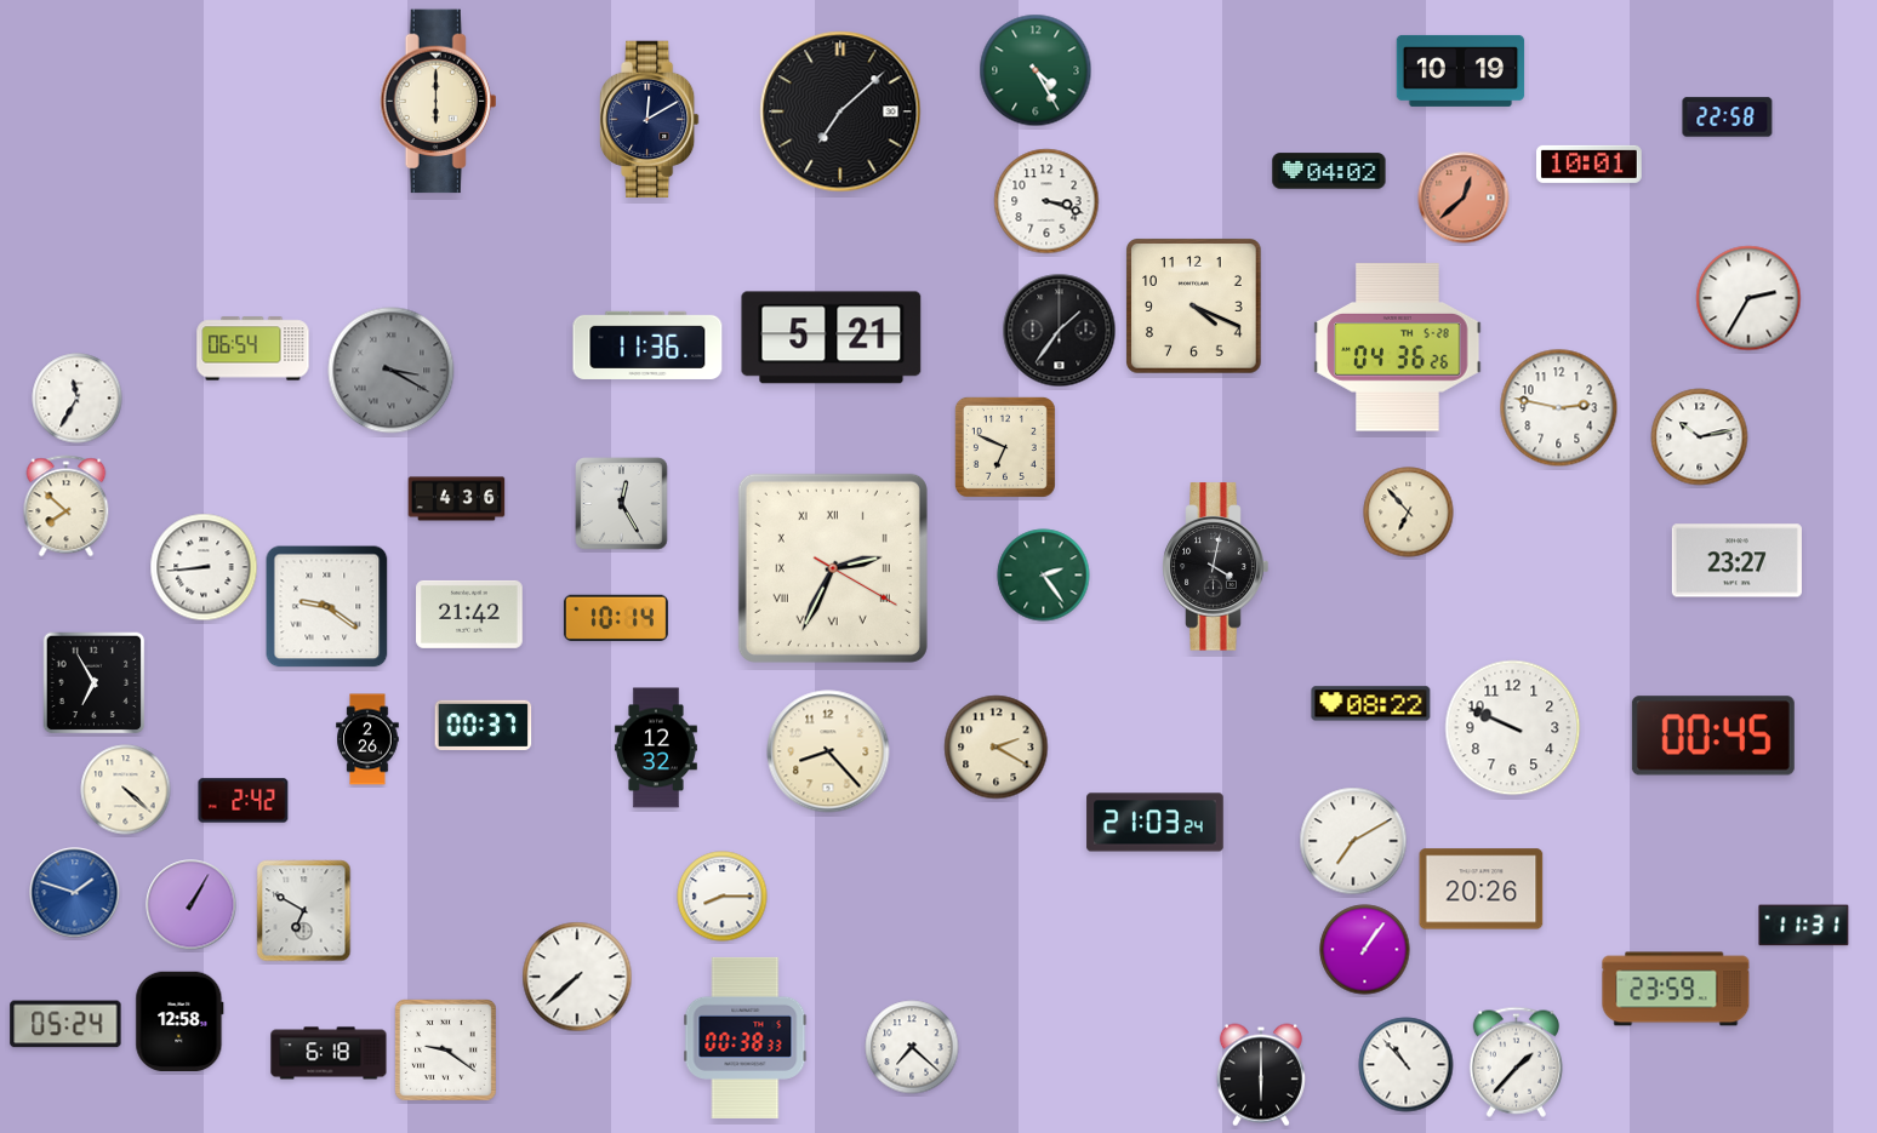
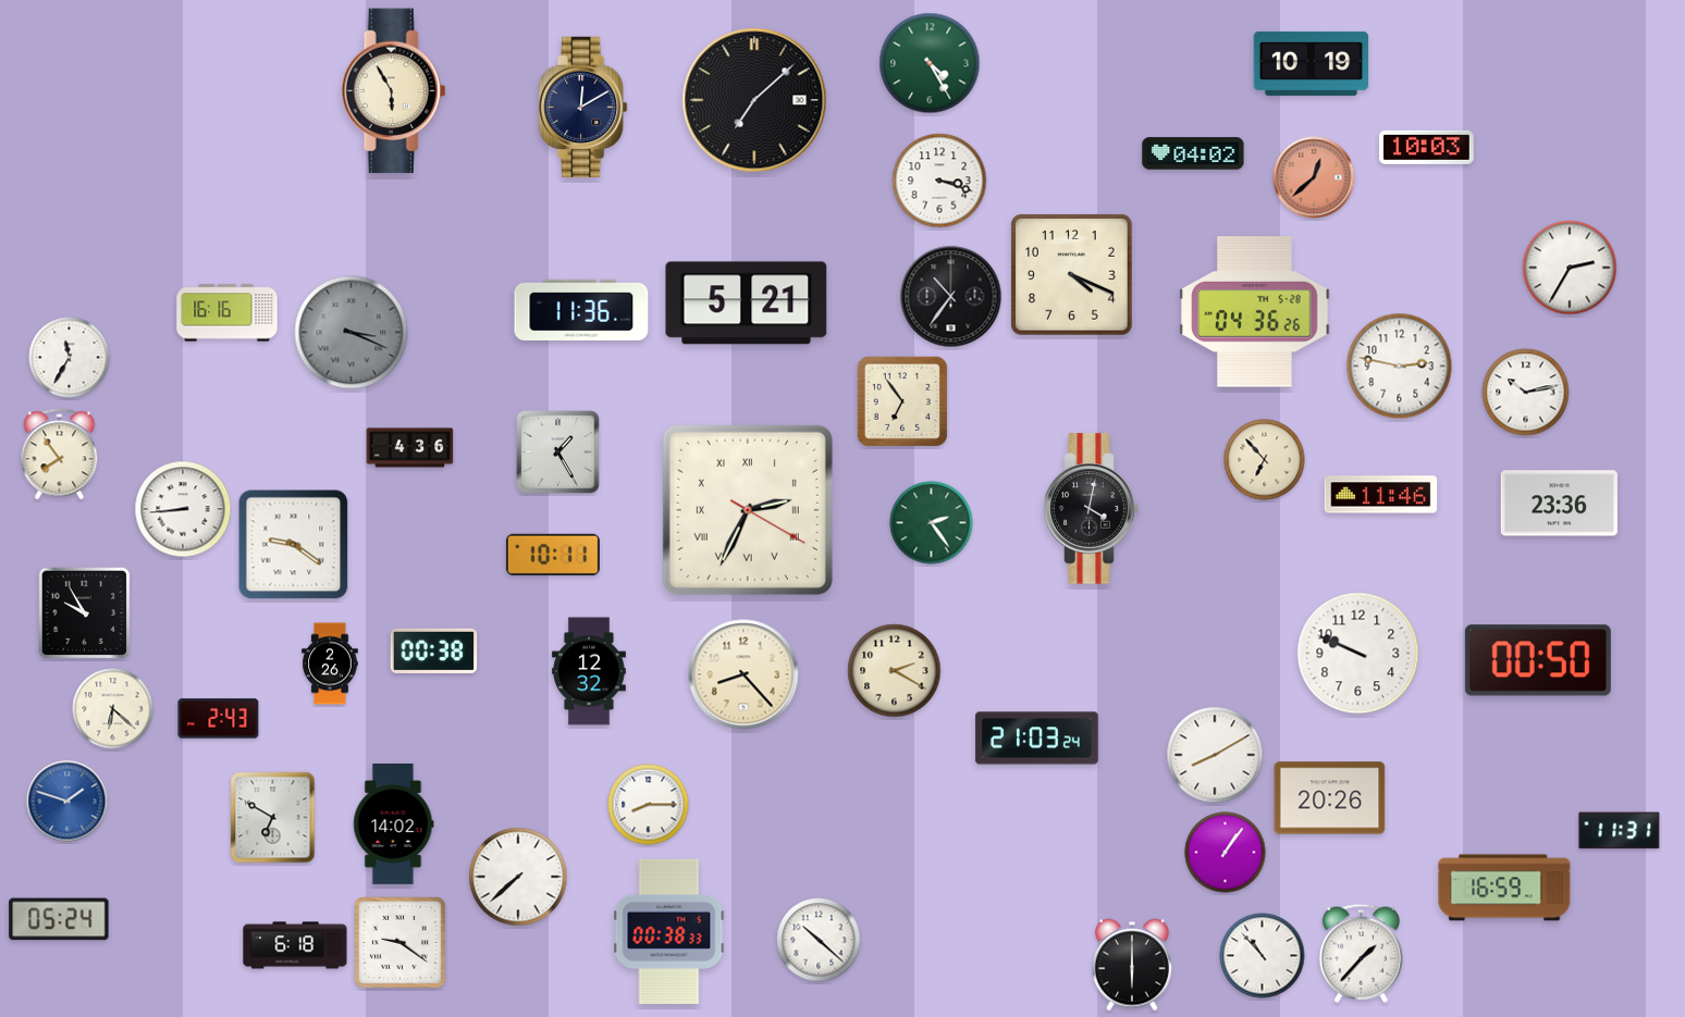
clock at (439, 102): 6:00 -> 5:55
clock at (1728, 118): 22:58 -> none
clock at (1588, 164): 10:01 -> 10:03
clock at (1060, 331): 1:36 -> 10:36
clock at (253, 349): 06:54 -> 16:16
clock at (392, 371): 3:20 -> 3:19
clock at (1005, 447): 6:49 -> 6:54
clock at (622, 504): 12:25 -> 1:25
clock at (67, 507): 7:52 -> 7:54
clock at (1381, 495): none -> 11:46
clock at (1736, 561): 23:27 -> 23:36
clock at (1044, 576) position: (1044, 576) -> (932, 523)
clock at (469, 614): 21:42 -> none
clock at (616, 617): 10:14 -> 10:11
clock at (95, 683): 6:55 -> 9:55
clock at (1371, 704): 08:22 -> none
clock at (484, 725): 00:37 -> 00:38
clock at (1713, 736): 00:45 -> 00:50
clock at (126, 790): 4:22 -> 6:22
clock at (244, 801): 2:42 -> 2:43
clock at (1353, 841): 7:10 -> 8:10
clock at (192, 905): 1:05 -> none
clock at (393, 823): none -> 14:02
clock at (1676, 989): 23:59 -> 16:59
clock at (179, 1020): 12:58 -> none
clock at (912, 1047): 7:22 -> 10:22
